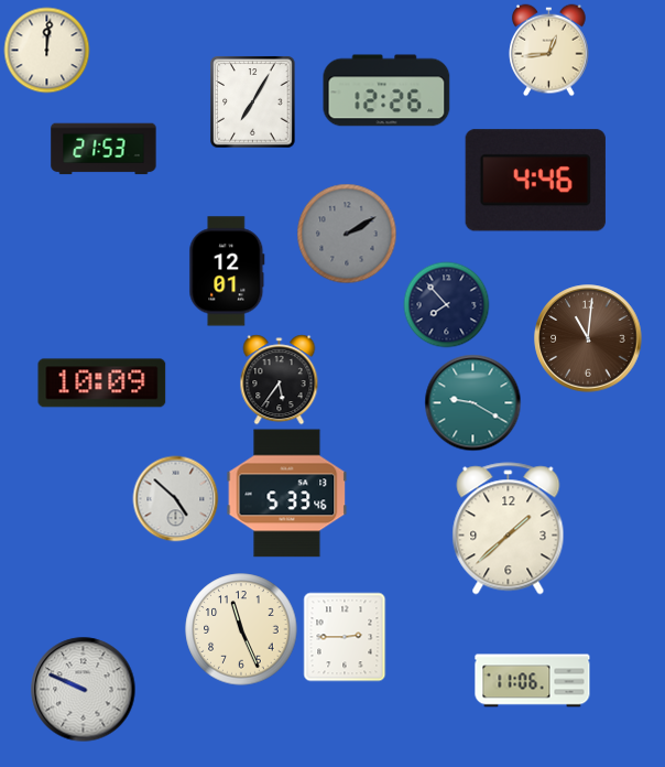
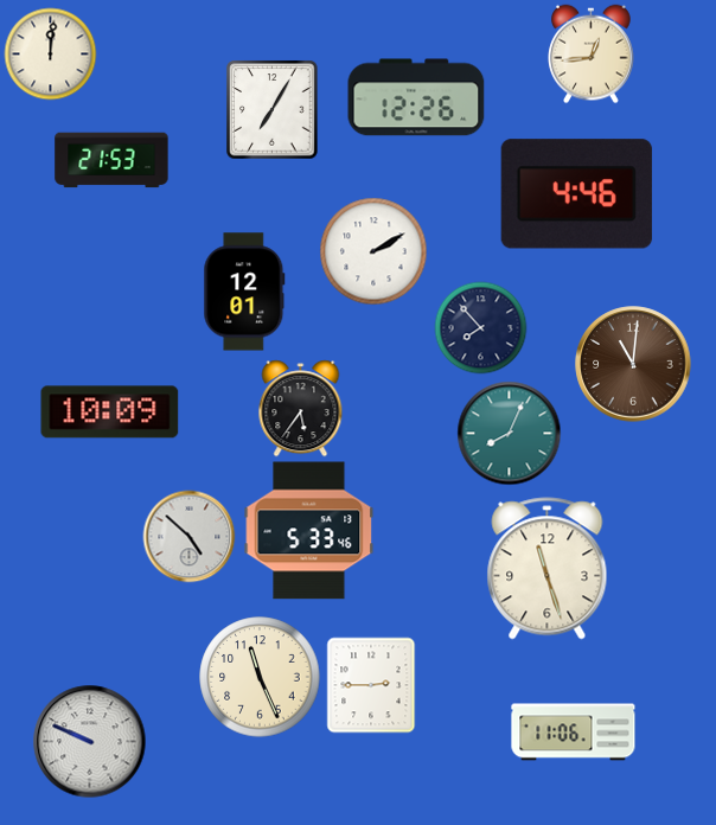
clock at (347, 234) dial: grey -> white
clock at (472, 402): 9:20 -> 8:04
clock at (509, 529): 1:38 -> 11:27
